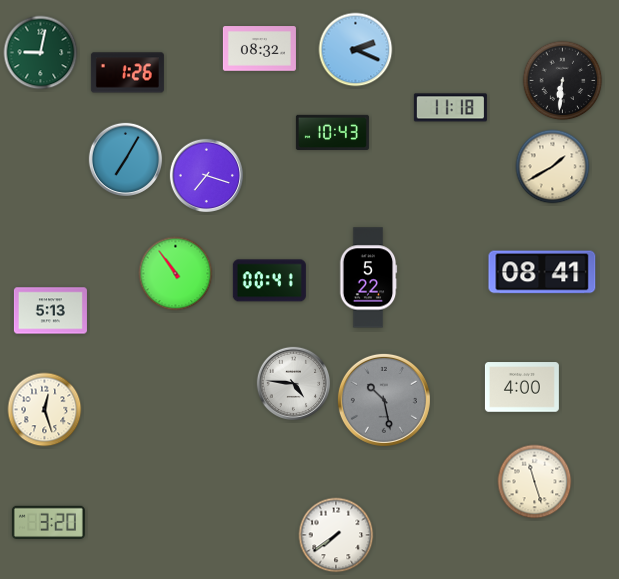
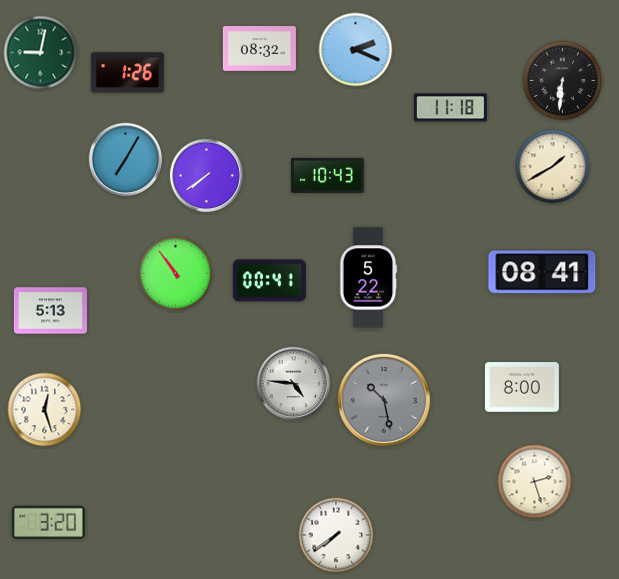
clock at (332, 133) position: (332, 133) -> (327, 176)
clock at (207, 176): 7:18 -> 7:39
clock at (522, 387): 4:00 -> 8:00
clock at (535, 482): 11:27 -> 2:27
